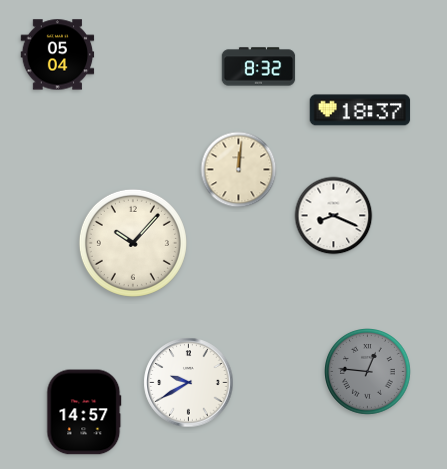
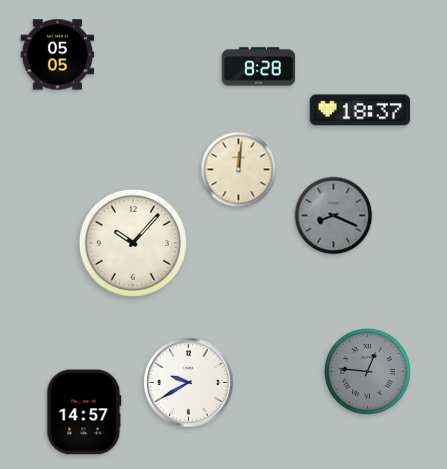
clock at (58, 55): 05:04 -> 05:05
clock at (259, 67): 8:32 -> 8:28
clock at (334, 216) dial: white -> grey
